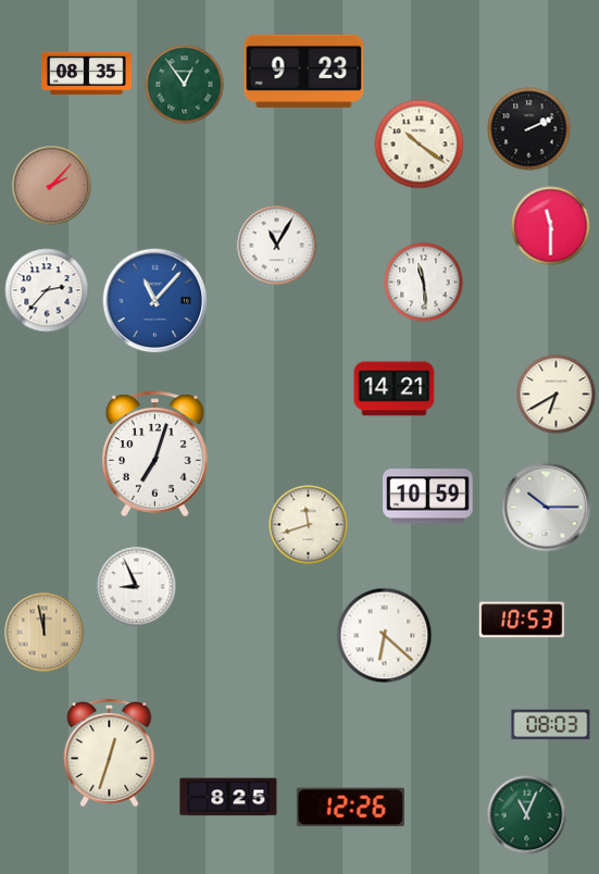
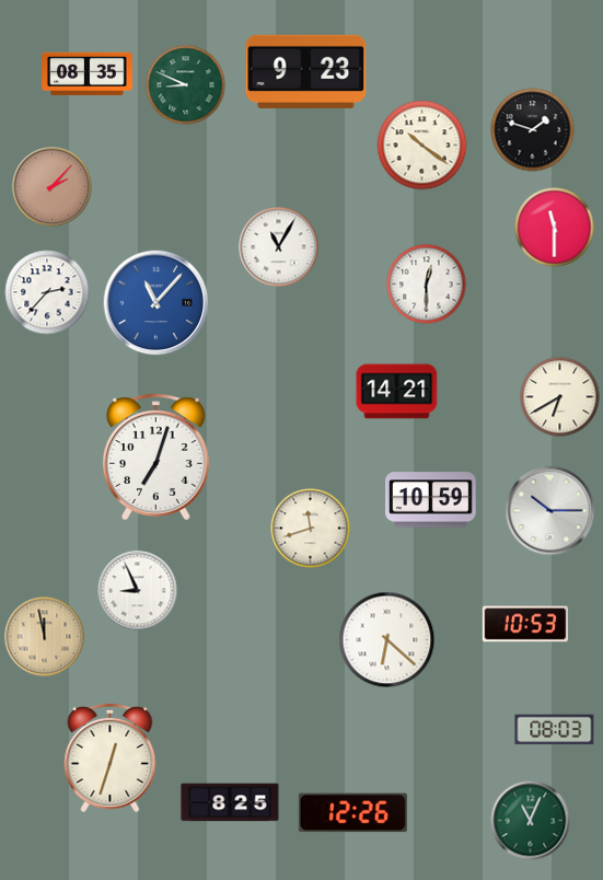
clock at (185, 85): 12:54 -> 8:49
clock at (529, 129): 2:11 -> 1:48
clock at (424, 283): 11:29 -> 12:30
